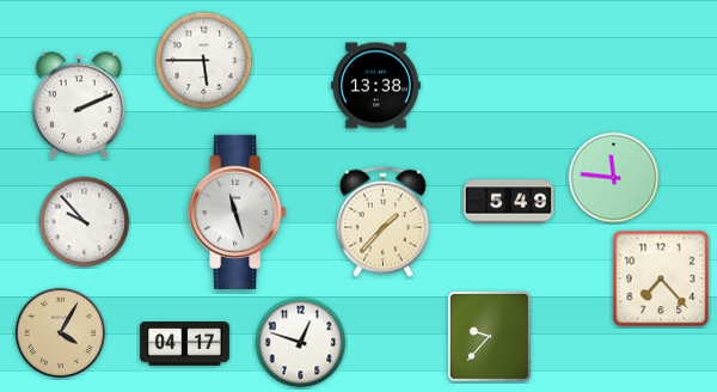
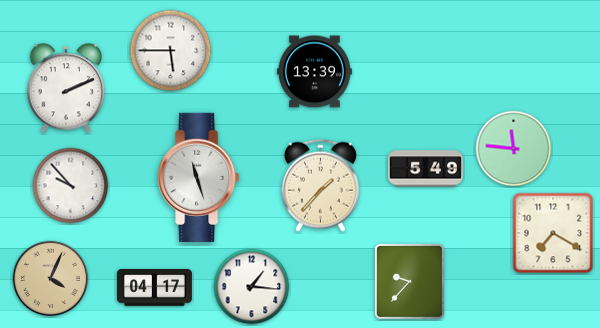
clock at (375, 86): 13:38 -> 13:39
clock at (661, 278): 7:23 -> 7:20
clock at (61, 333): 4:05 -> 4:04
clock at (301, 343): 12:48 -> 1:16
